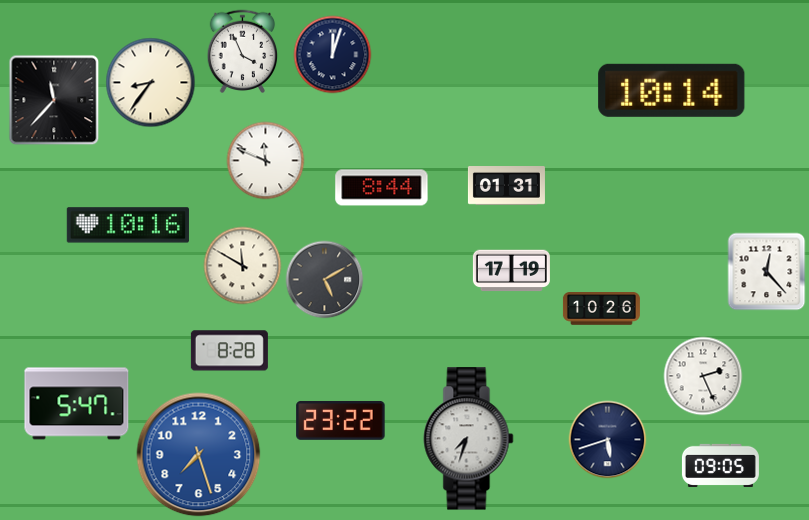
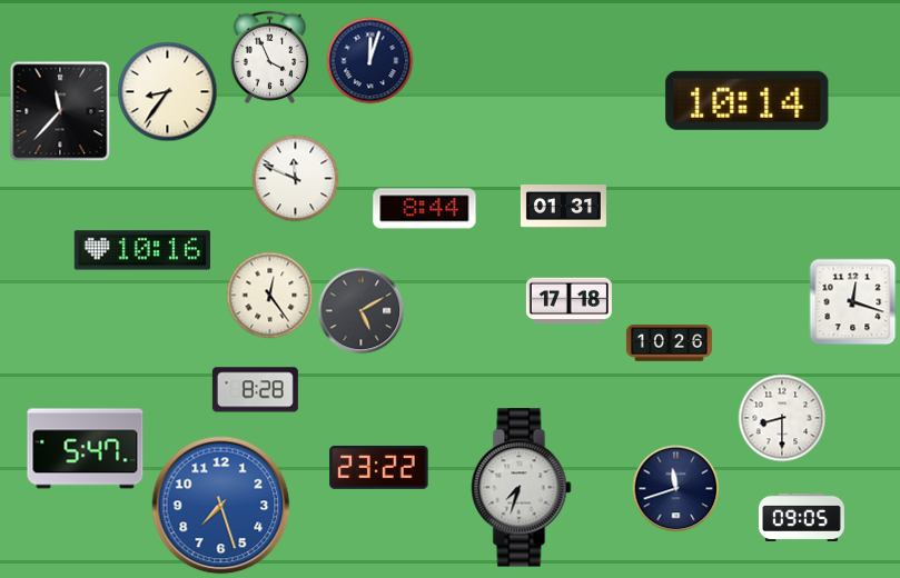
clock at (242, 265): 11:50 -> 12:24
clock at (511, 271): 17:19 -> 17:18
clock at (766, 271): 12:23 -> 12:18
clock at (703, 376): 2:26 -> 8:30
clock at (607, 439): 5:42 -> 11:42
